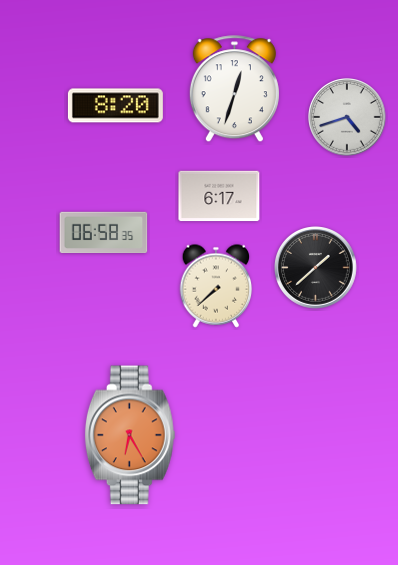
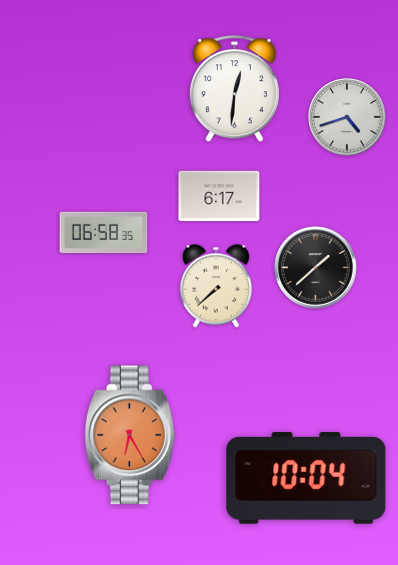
clock at (234, 89): 12:33 -> 12:31
clock at (115, 106): 8:20 -> none
clock at (306, 478): none -> 10:04
